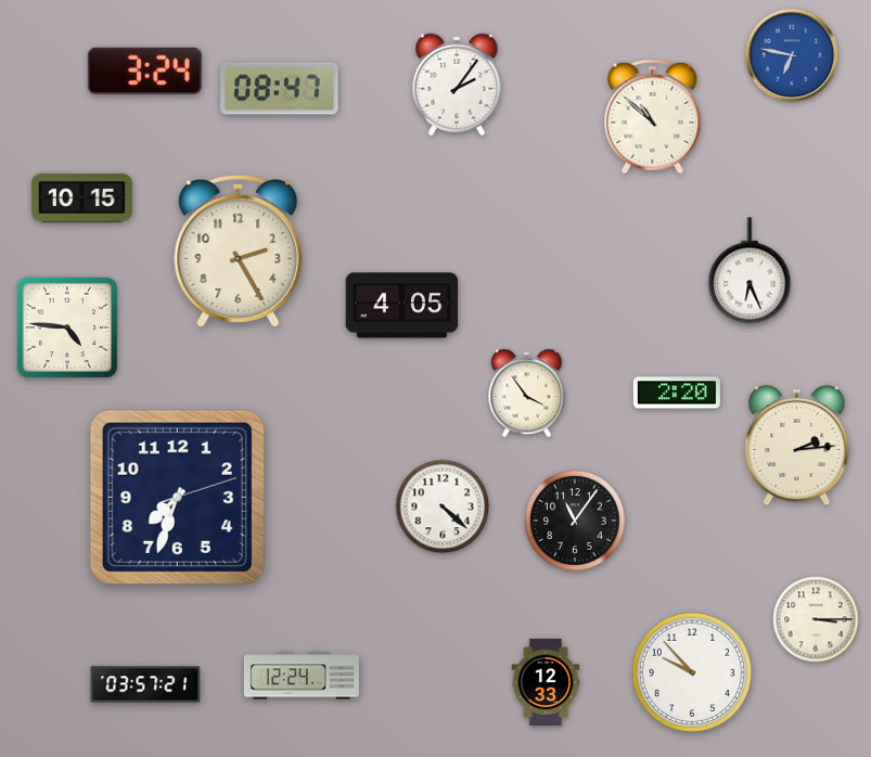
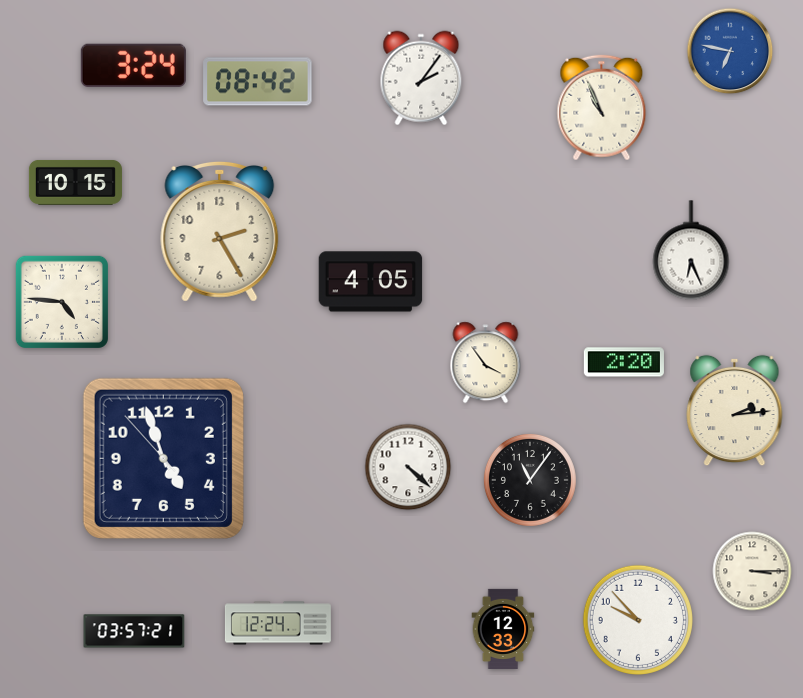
clock at (280, 89): 08:47 -> 08:42
clock at (653, 117): 10:52 -> 10:56
clock at (177, 497): 7:33 -> 4:56
